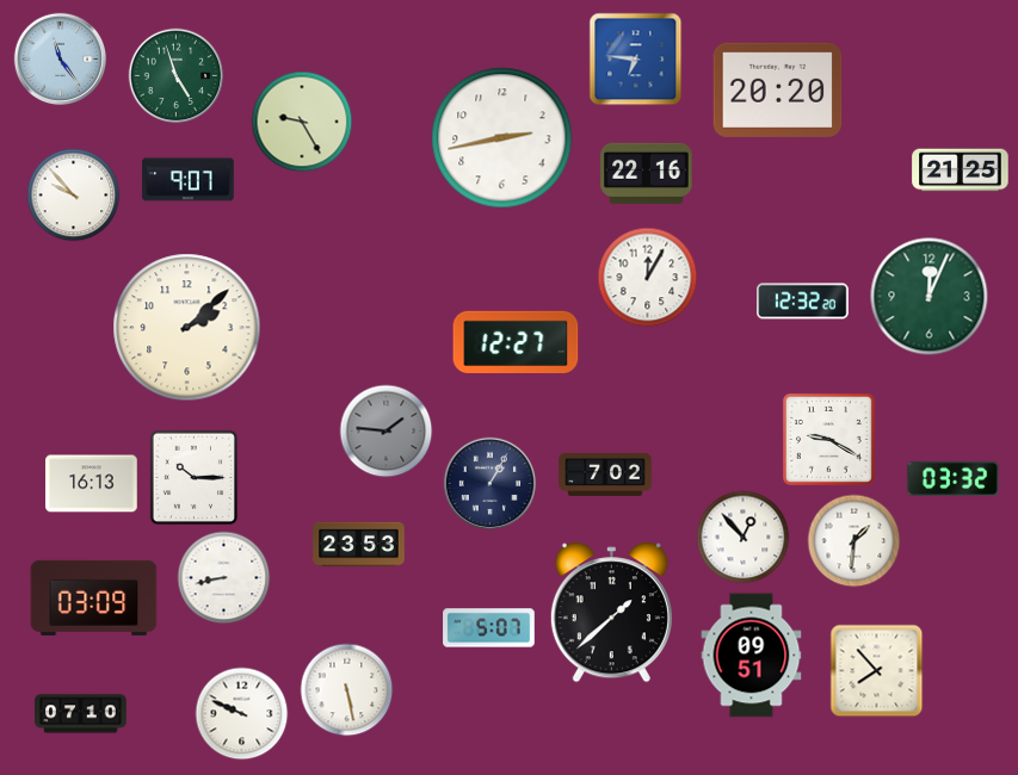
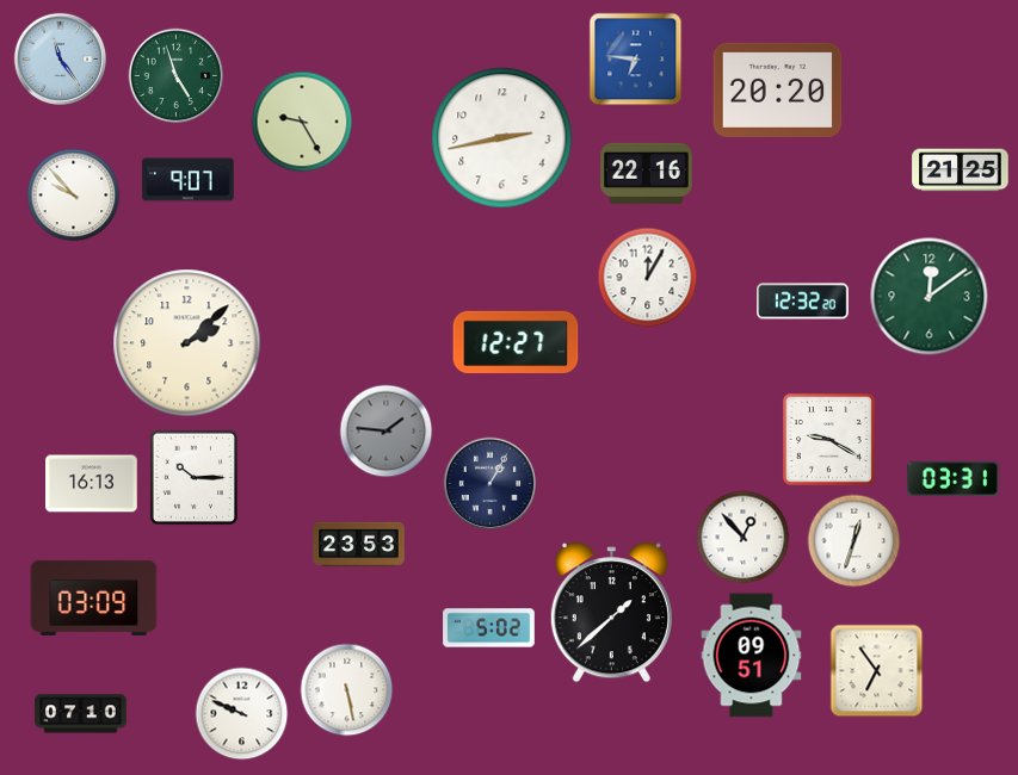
clock at (930, 297): 12:04 -> 12:09
clock at (187, 328) position: (187, 328) -> (187, 343)
clock at (605, 475): 7:02 -> none
clock at (954, 478): 03:32 -> 03:31
clock at (853, 540): 1:31 -> 12:33
clock at (223, 577): 8:43 -> none
clock at (489, 628): 5:07 -> 5:02
clock at (876, 670): 7:53 -> 6:54
